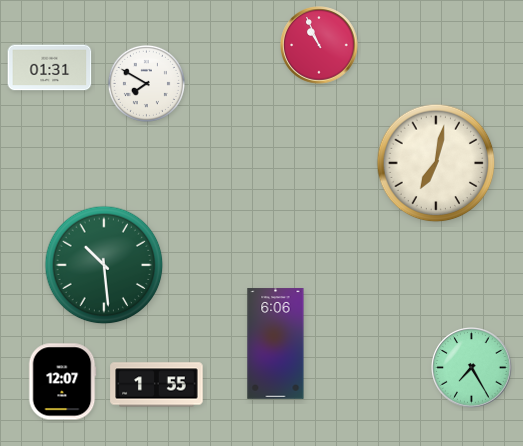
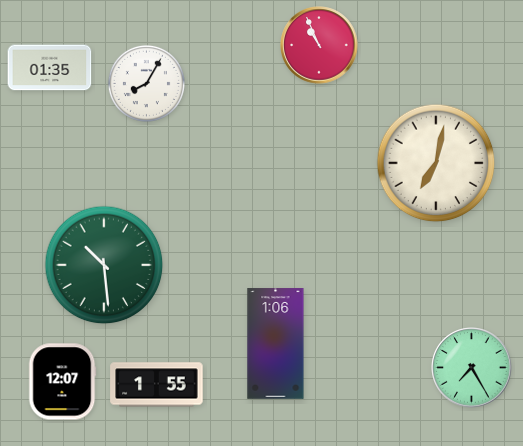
clock at (50, 68): 01:31 -> 01:35
clock at (146, 83): 7:50 -> 8:05
clock at (276, 344): 6:06 -> 1:06
